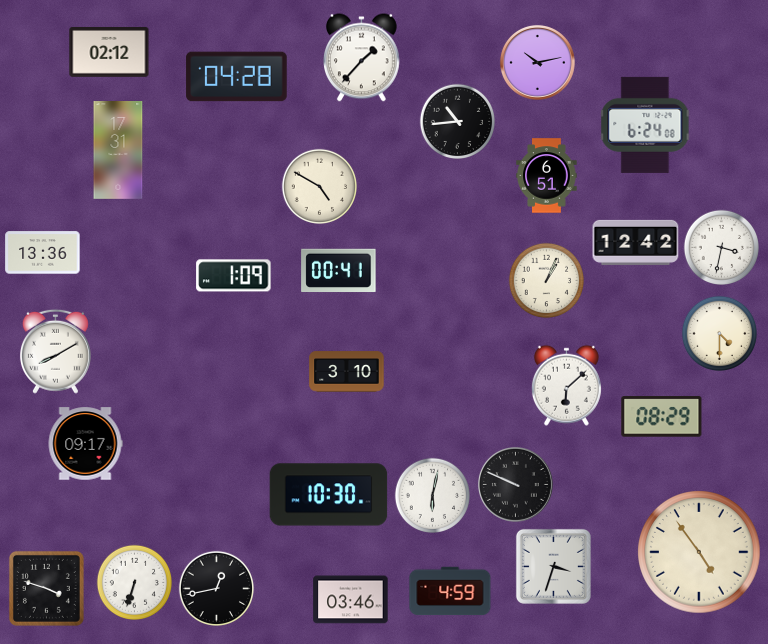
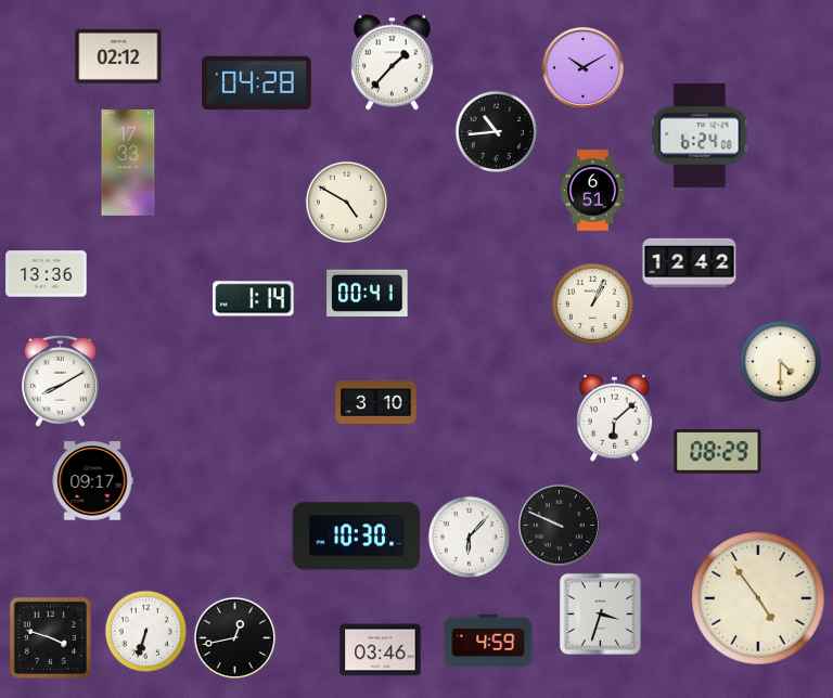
clock at (537, 62): 10:13 -> 10:10
clock at (118, 151): 17:31 -> 17:33
clock at (722, 248): 3:32 -> none
clock at (234, 276): 1:09 -> 1:14
clock at (433, 496): 6:02 -> 6:07
